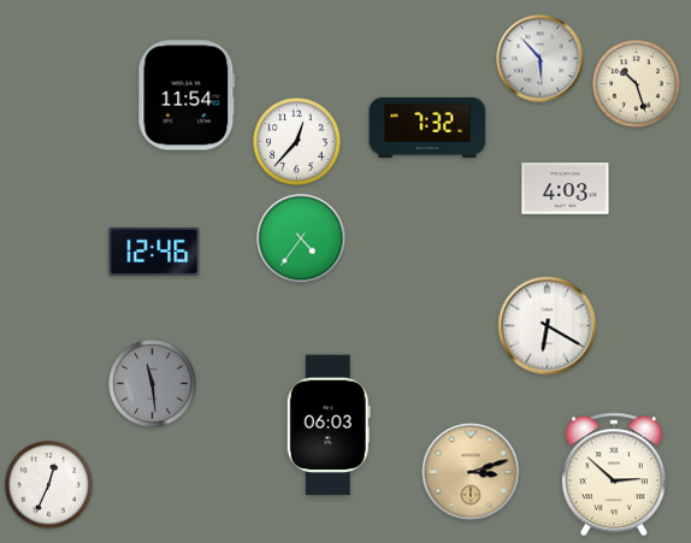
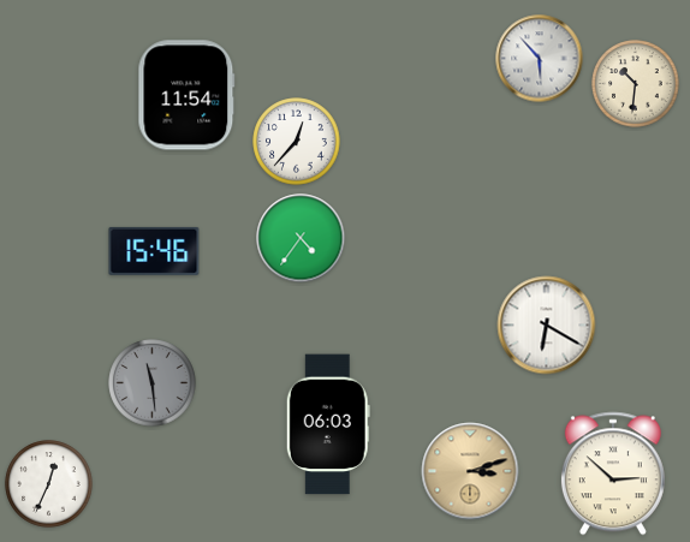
clock at (637, 84): 10:27 -> 10:31
clock at (427, 128): 7:32 -> none
clock at (566, 189): 4:03 -> none
clock at (154, 252): 12:46 -> 15:46
